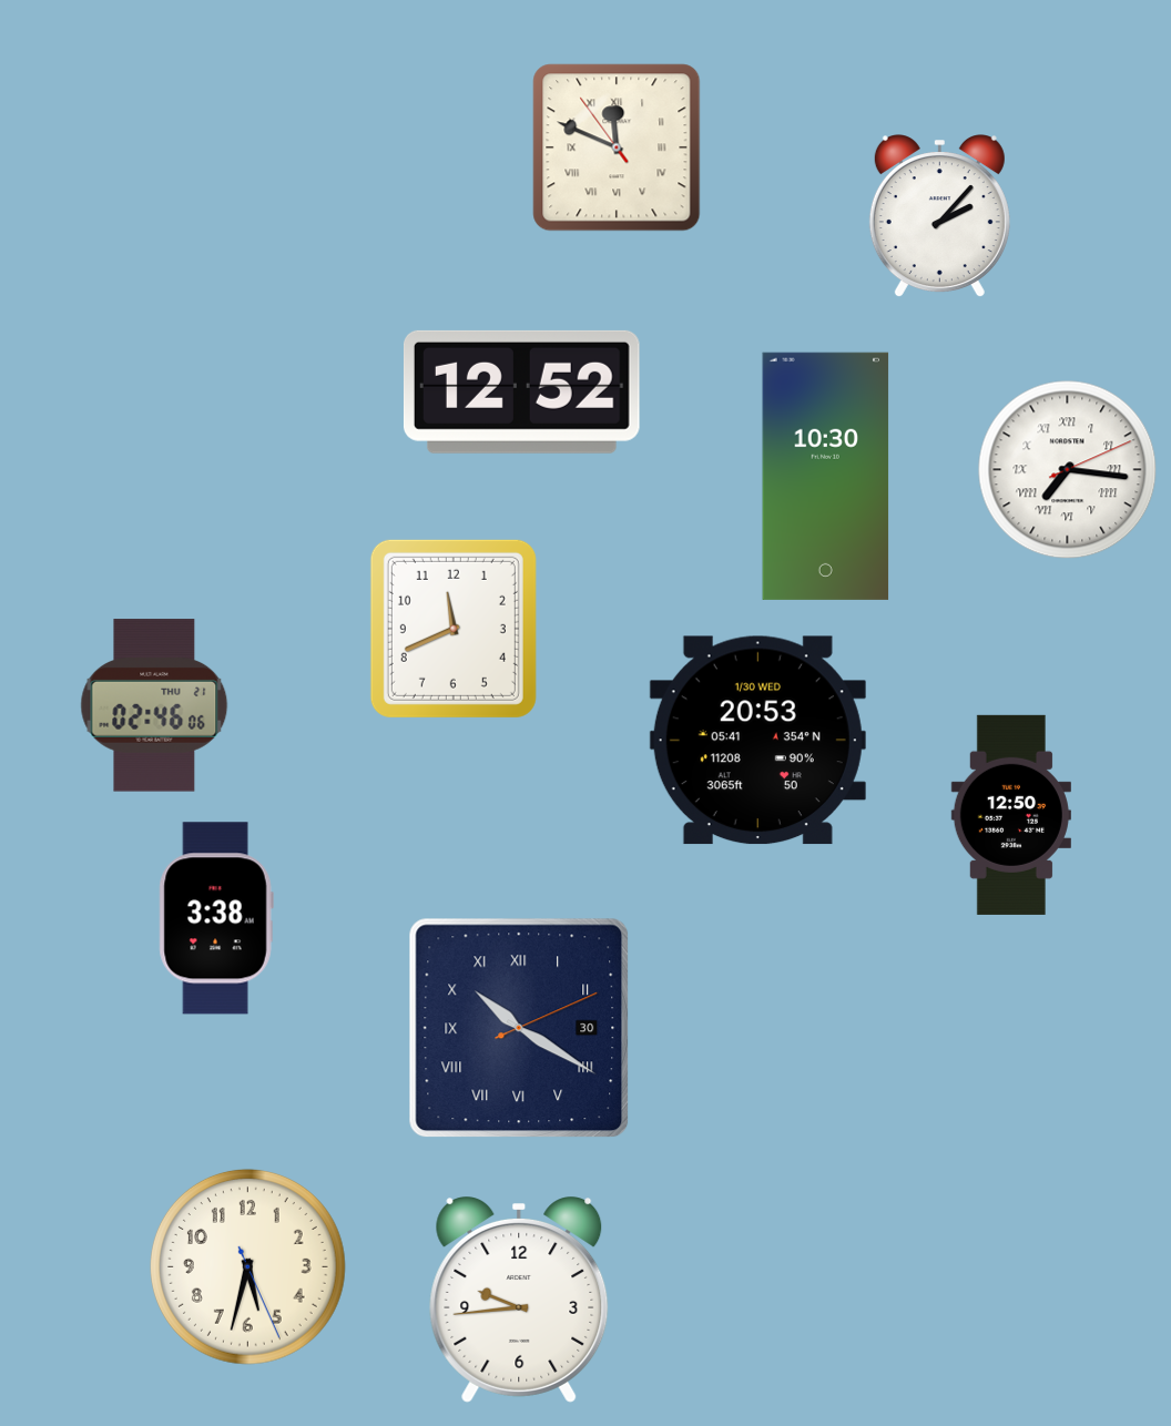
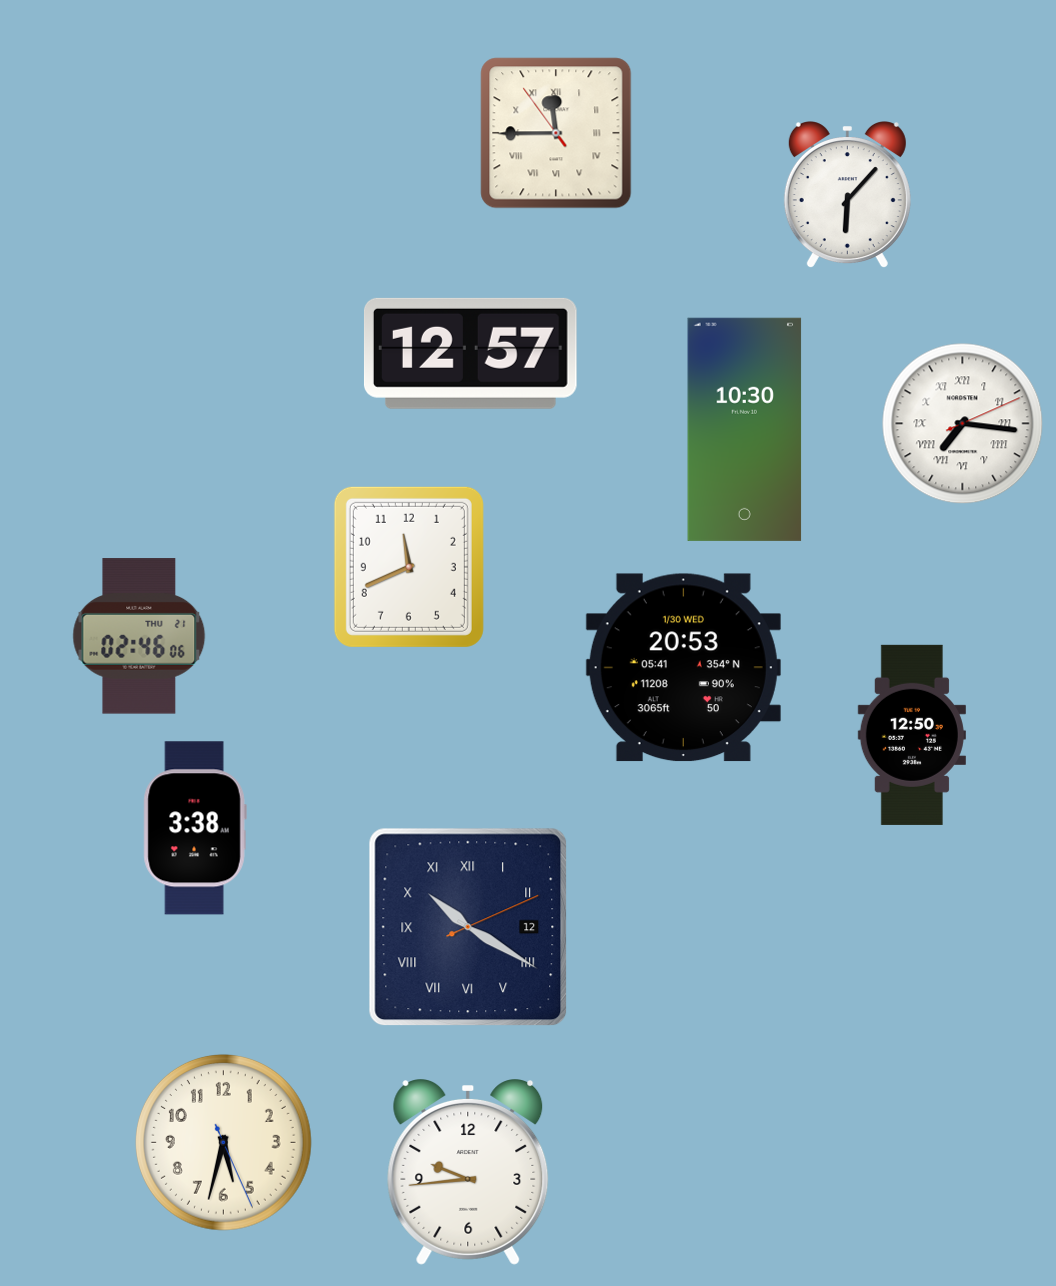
clock at (617, 147): 11:48 -> 11:44
clock at (939, 216): 2:07 -> 6:07
clock at (521, 391): 12:52 -> 12:57
clock at (519, 1028) date: 30 -> 12
